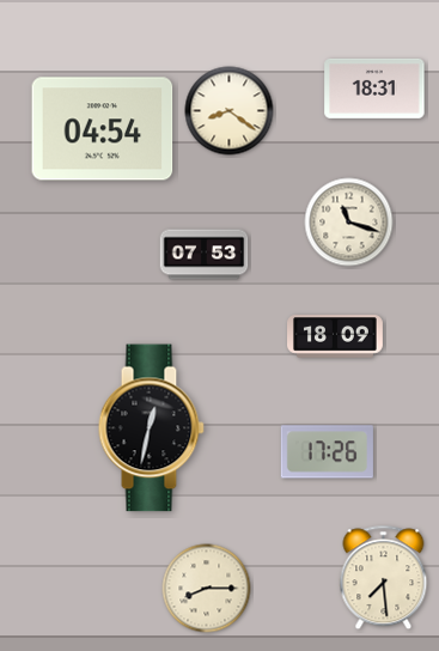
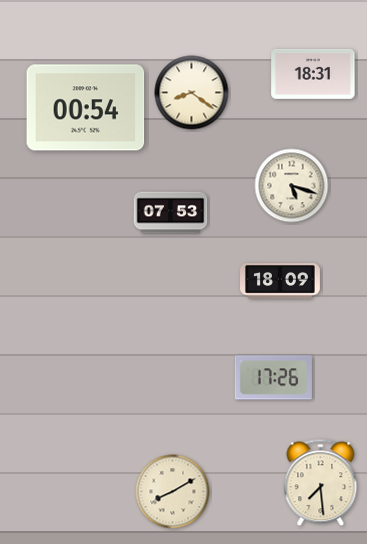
clock at (103, 129): 04:54 -> 00:54
clock at (349, 223): 11:18 -> 5:18
clock at (151, 428): 12:32 -> none
clock at (207, 589): 8:15 -> 8:10
